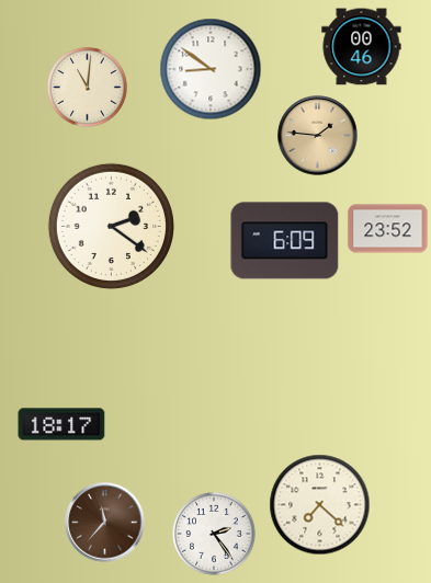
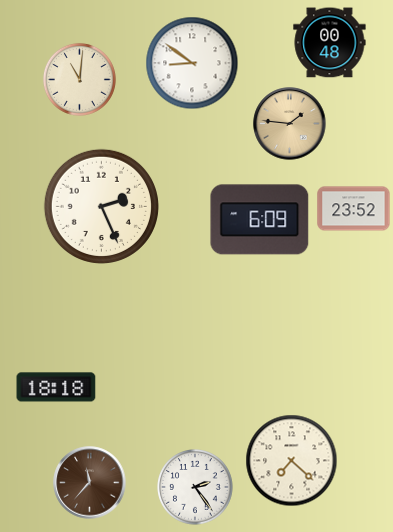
clock at (362, 47): 00:46 -> 00:48
clock at (111, 226): 2:21 -> 2:26
clock at (61, 424): 18:17 -> 18:18
clock at (105, 523) position: (105, 523) -> (90, 483)
